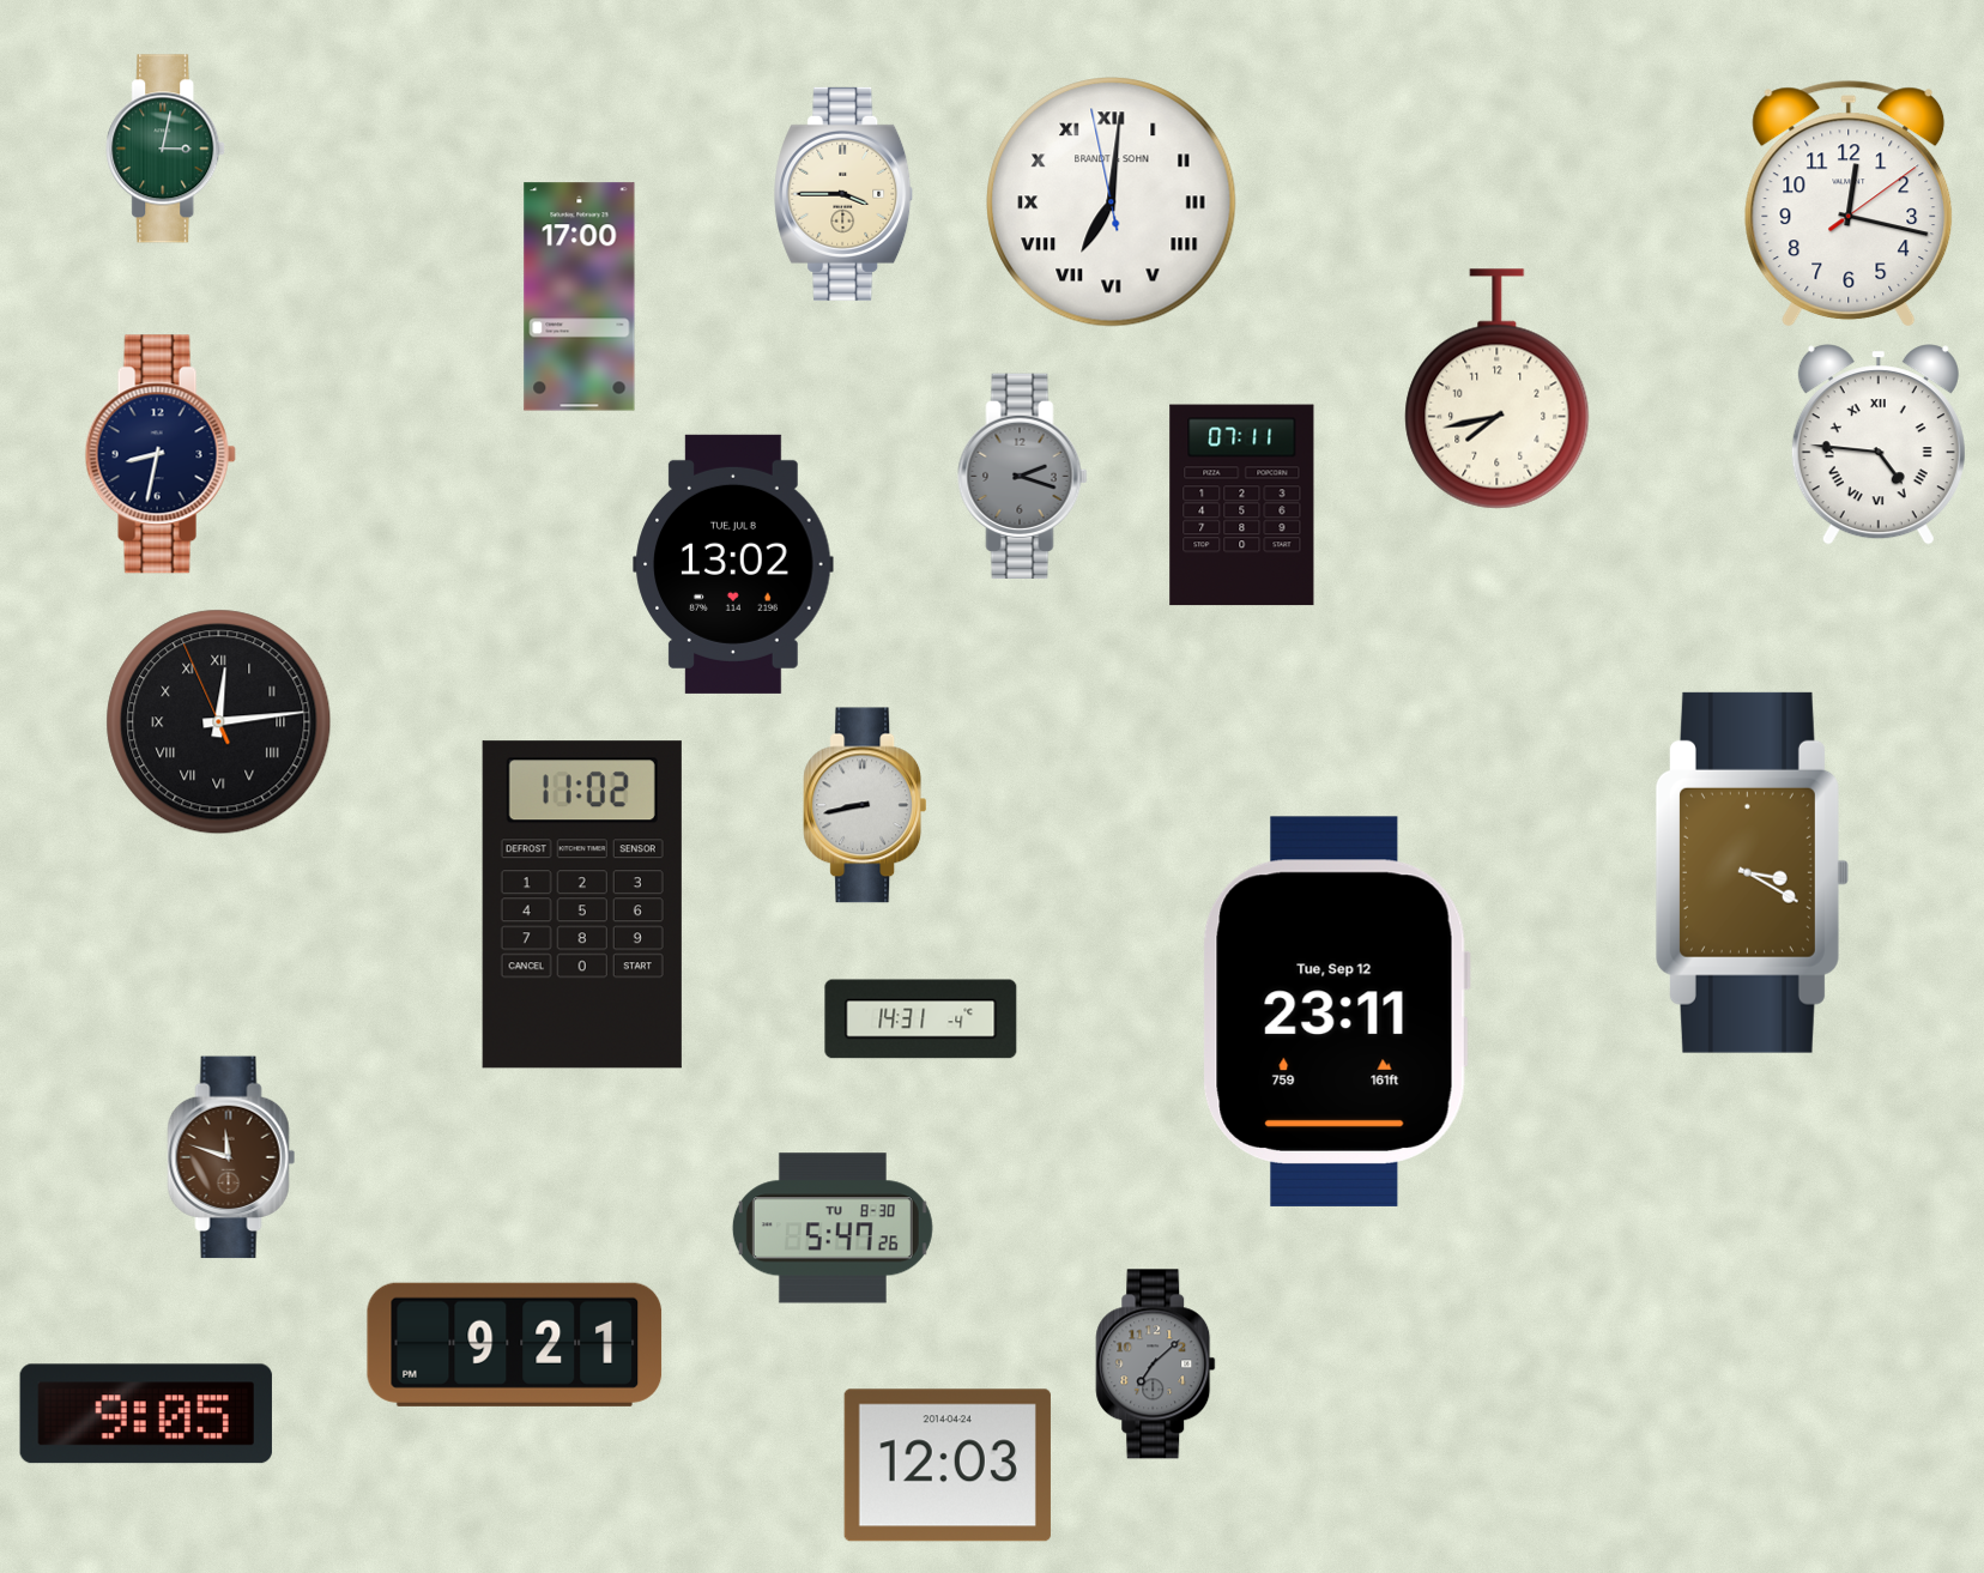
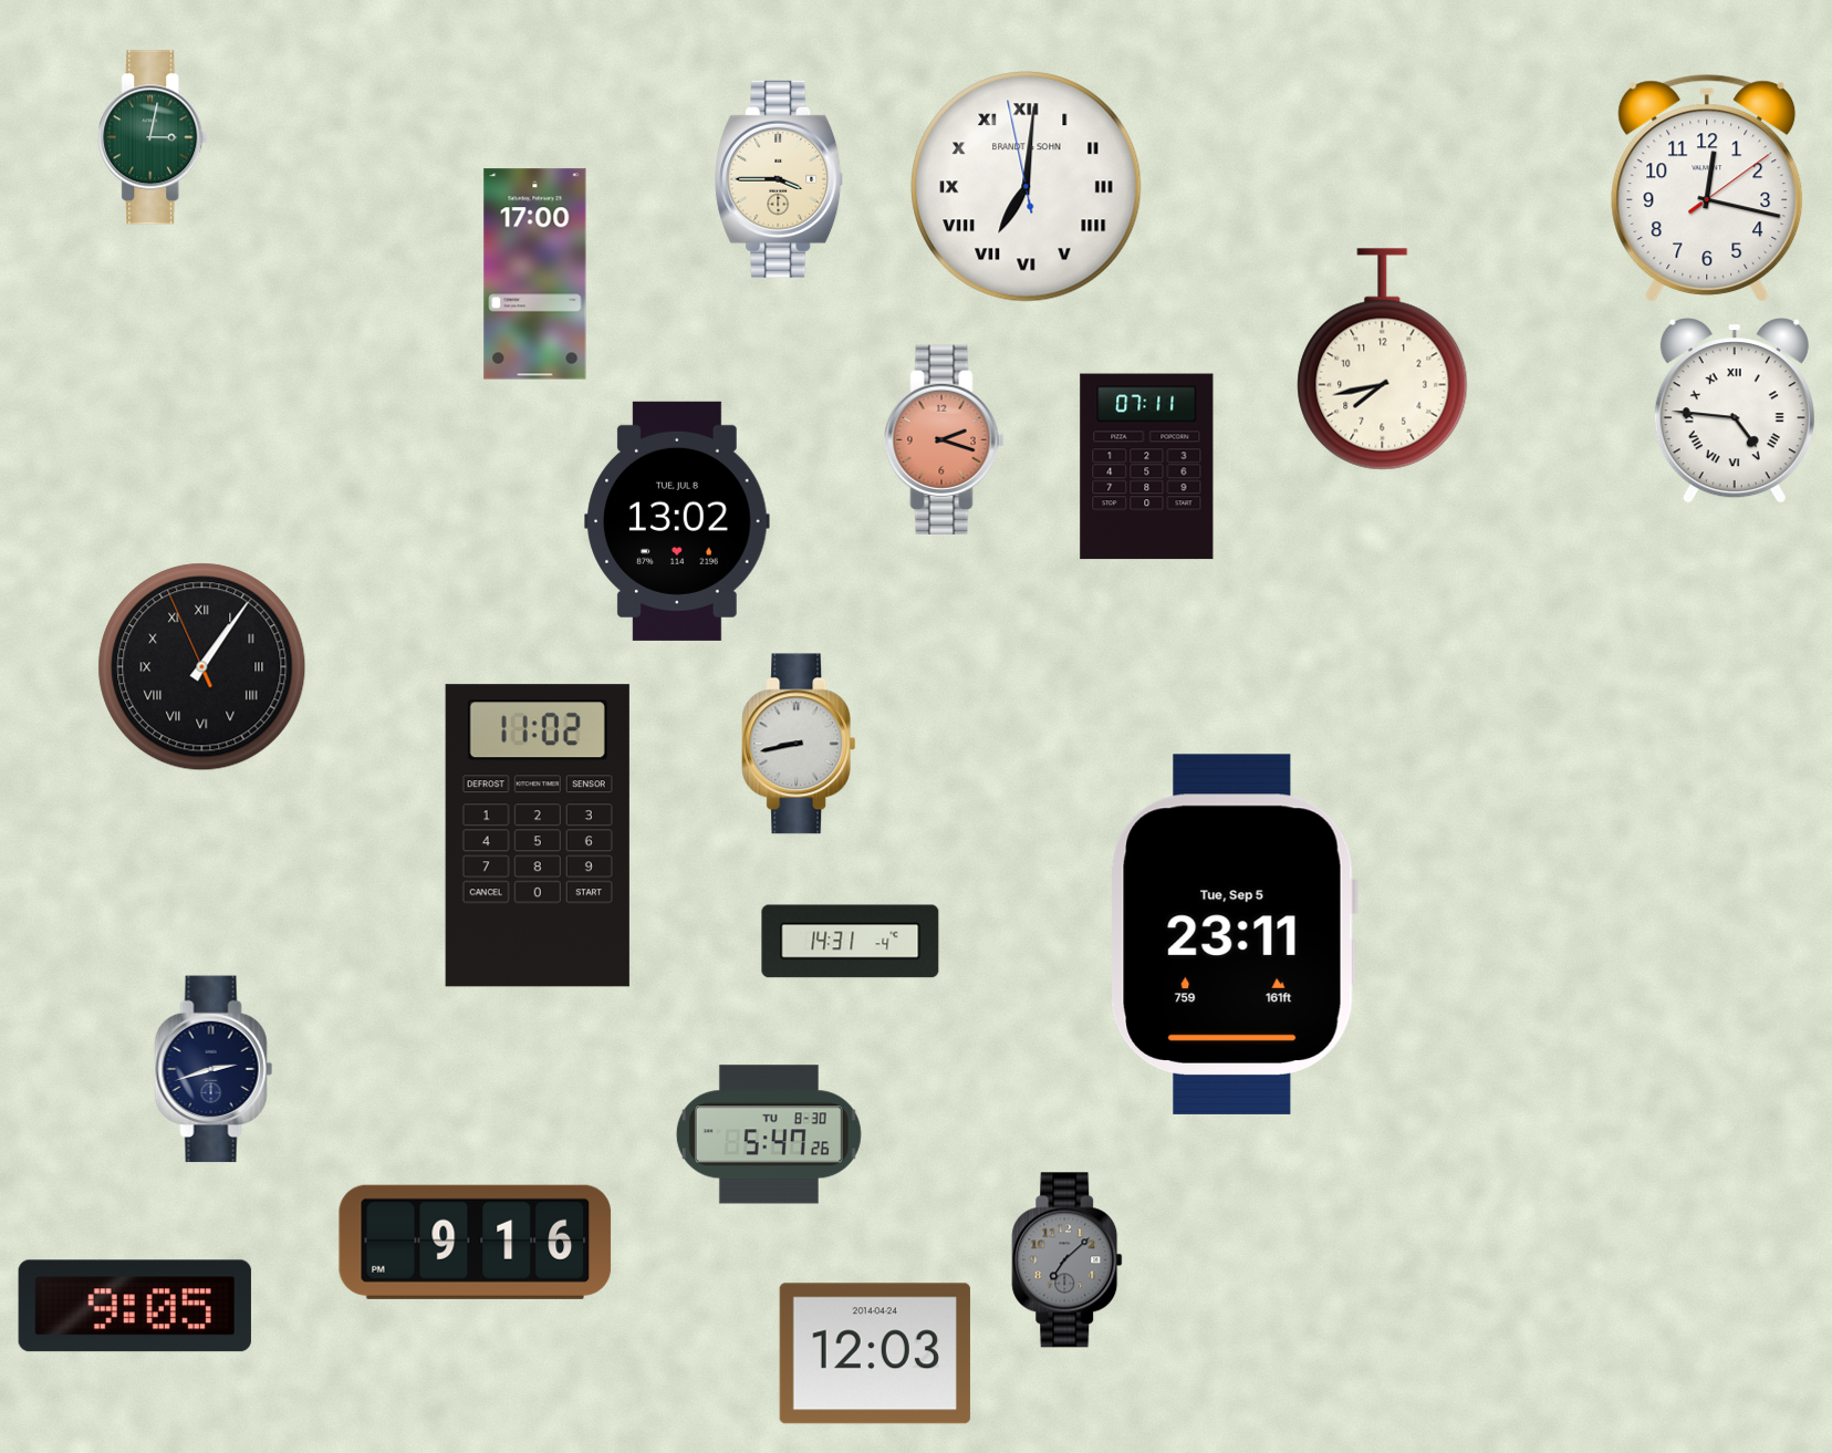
clock at (161, 454): 8:32 -> none
clock at (1023, 476) dial: grey -> salmon
clock at (219, 722): 12:13 -> 1:05
clock at (1752, 872): 3:20 -> none
clock at (1336, 1011) date: Tue, Sep 12 -> Tue, Sep 5
clock at (231, 1157): 11:48 -> 2:42
clock at (231, 1157) dial: brown -> navy
clock at (515, 1344): 9:21 -> 9:16
